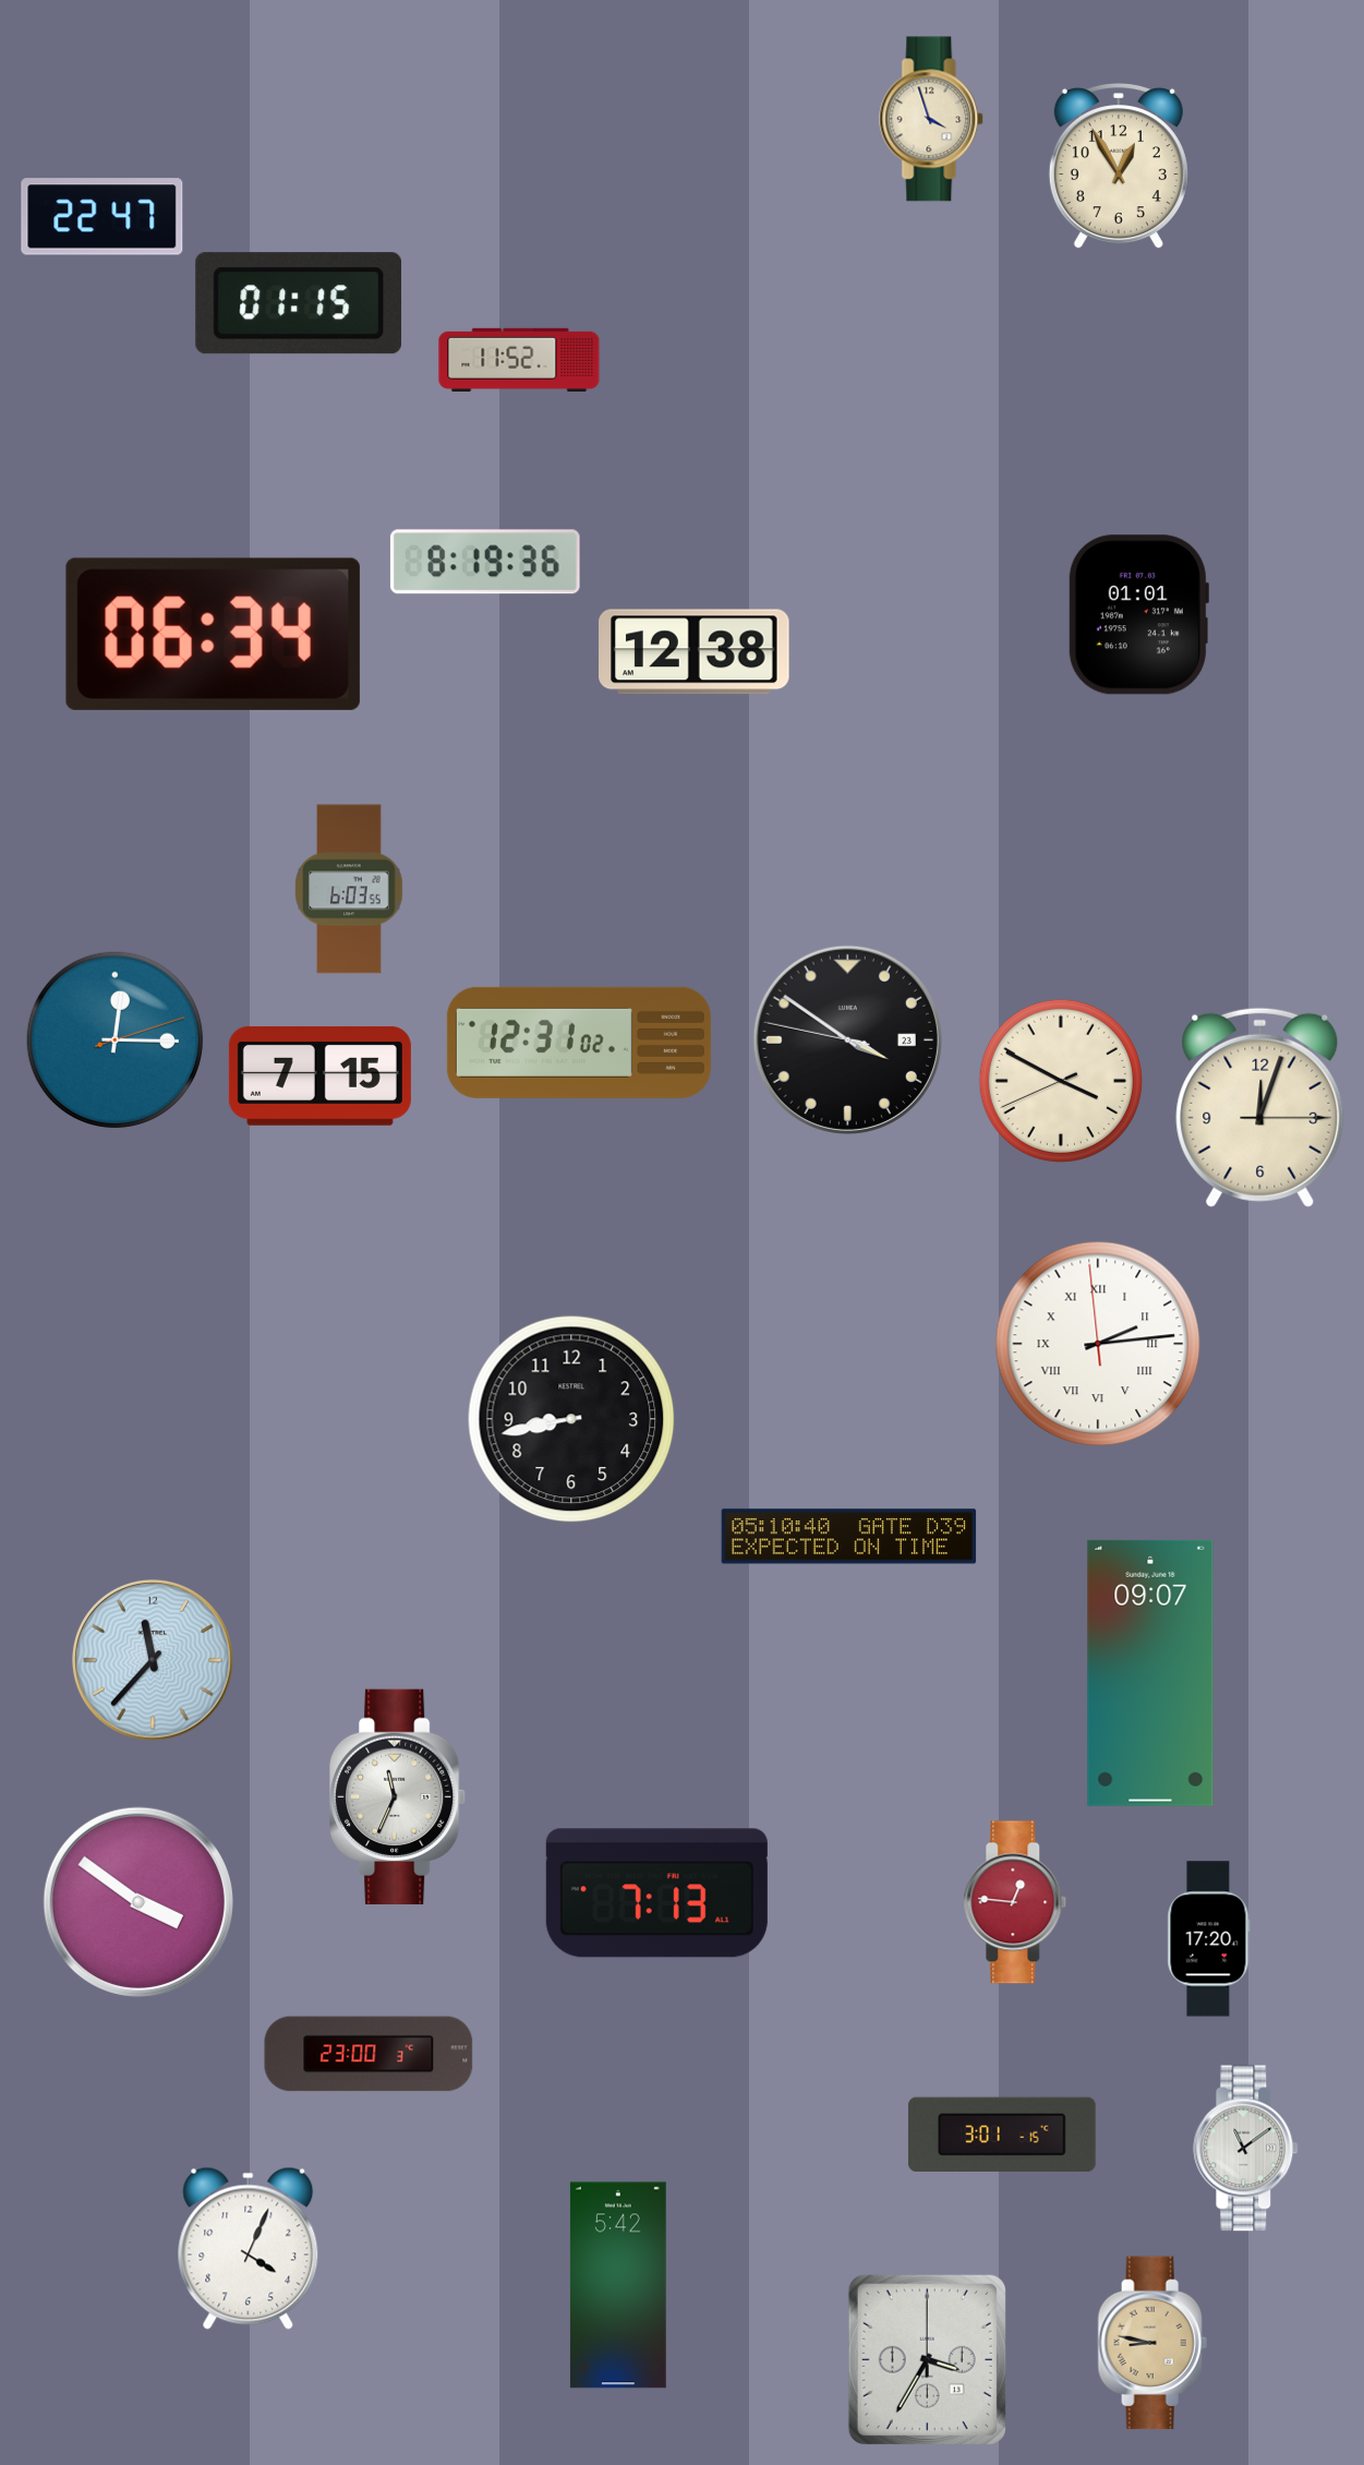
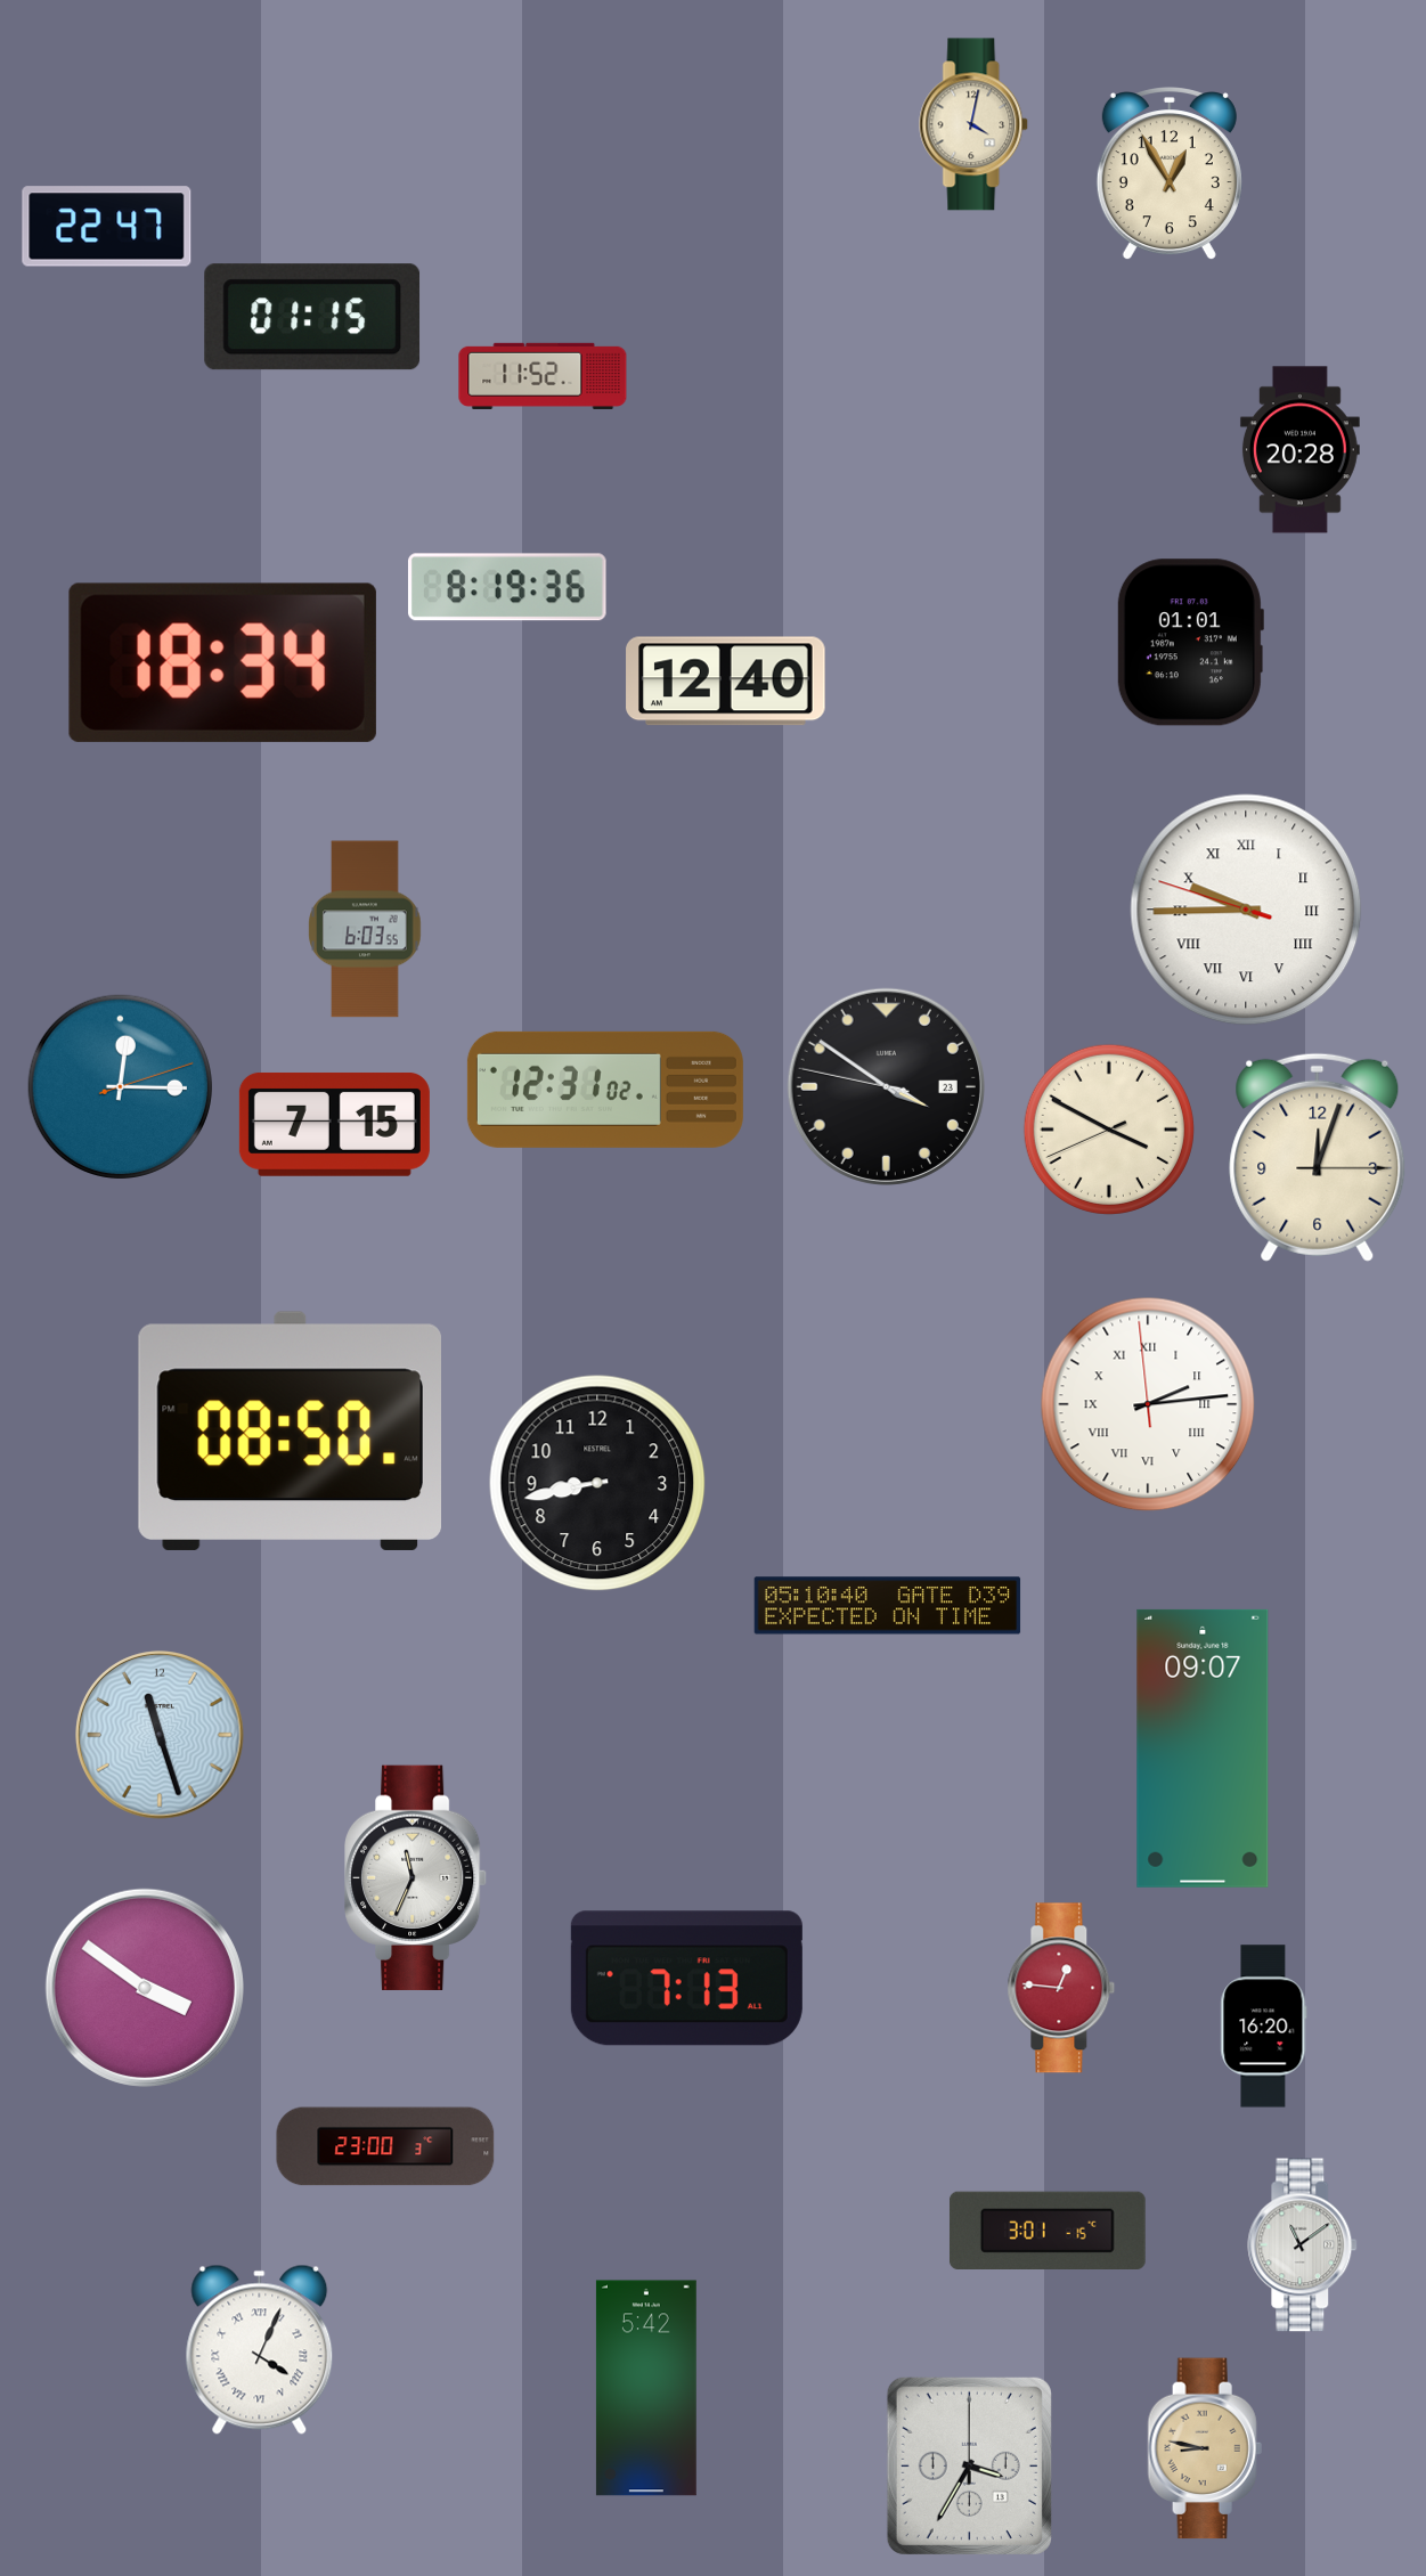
clock at (932, 119): 3:57 -> 4:02
clock at (1299, 450): none -> 20:28
clock at (213, 634): 06:34 -> 18:34
clock at (695, 652): 12:38 -> 12:40
clock at (1246, 910): none -> 9:44
clock at (290, 1430): none -> 08:50
clock at (153, 1660): 11:37 -> 11:27
clock at (1209, 1939): 17:20 -> 16:20
clock at (249, 2248) numerals: Arabic -> Roman
